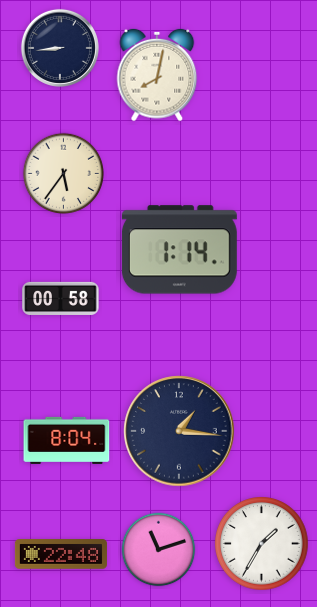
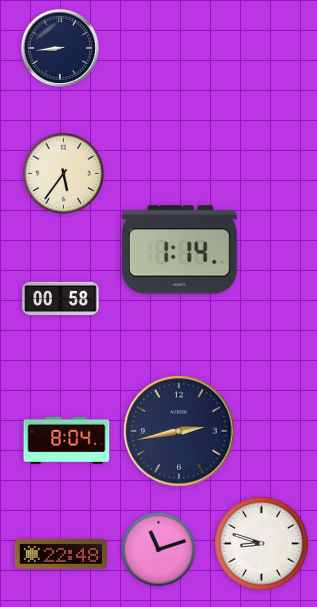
clock at (157, 75): 8:02 -> none
clock at (179, 431): 1:16 -> 2:43
clock at (262, 544): 1:35 -> 8:48
